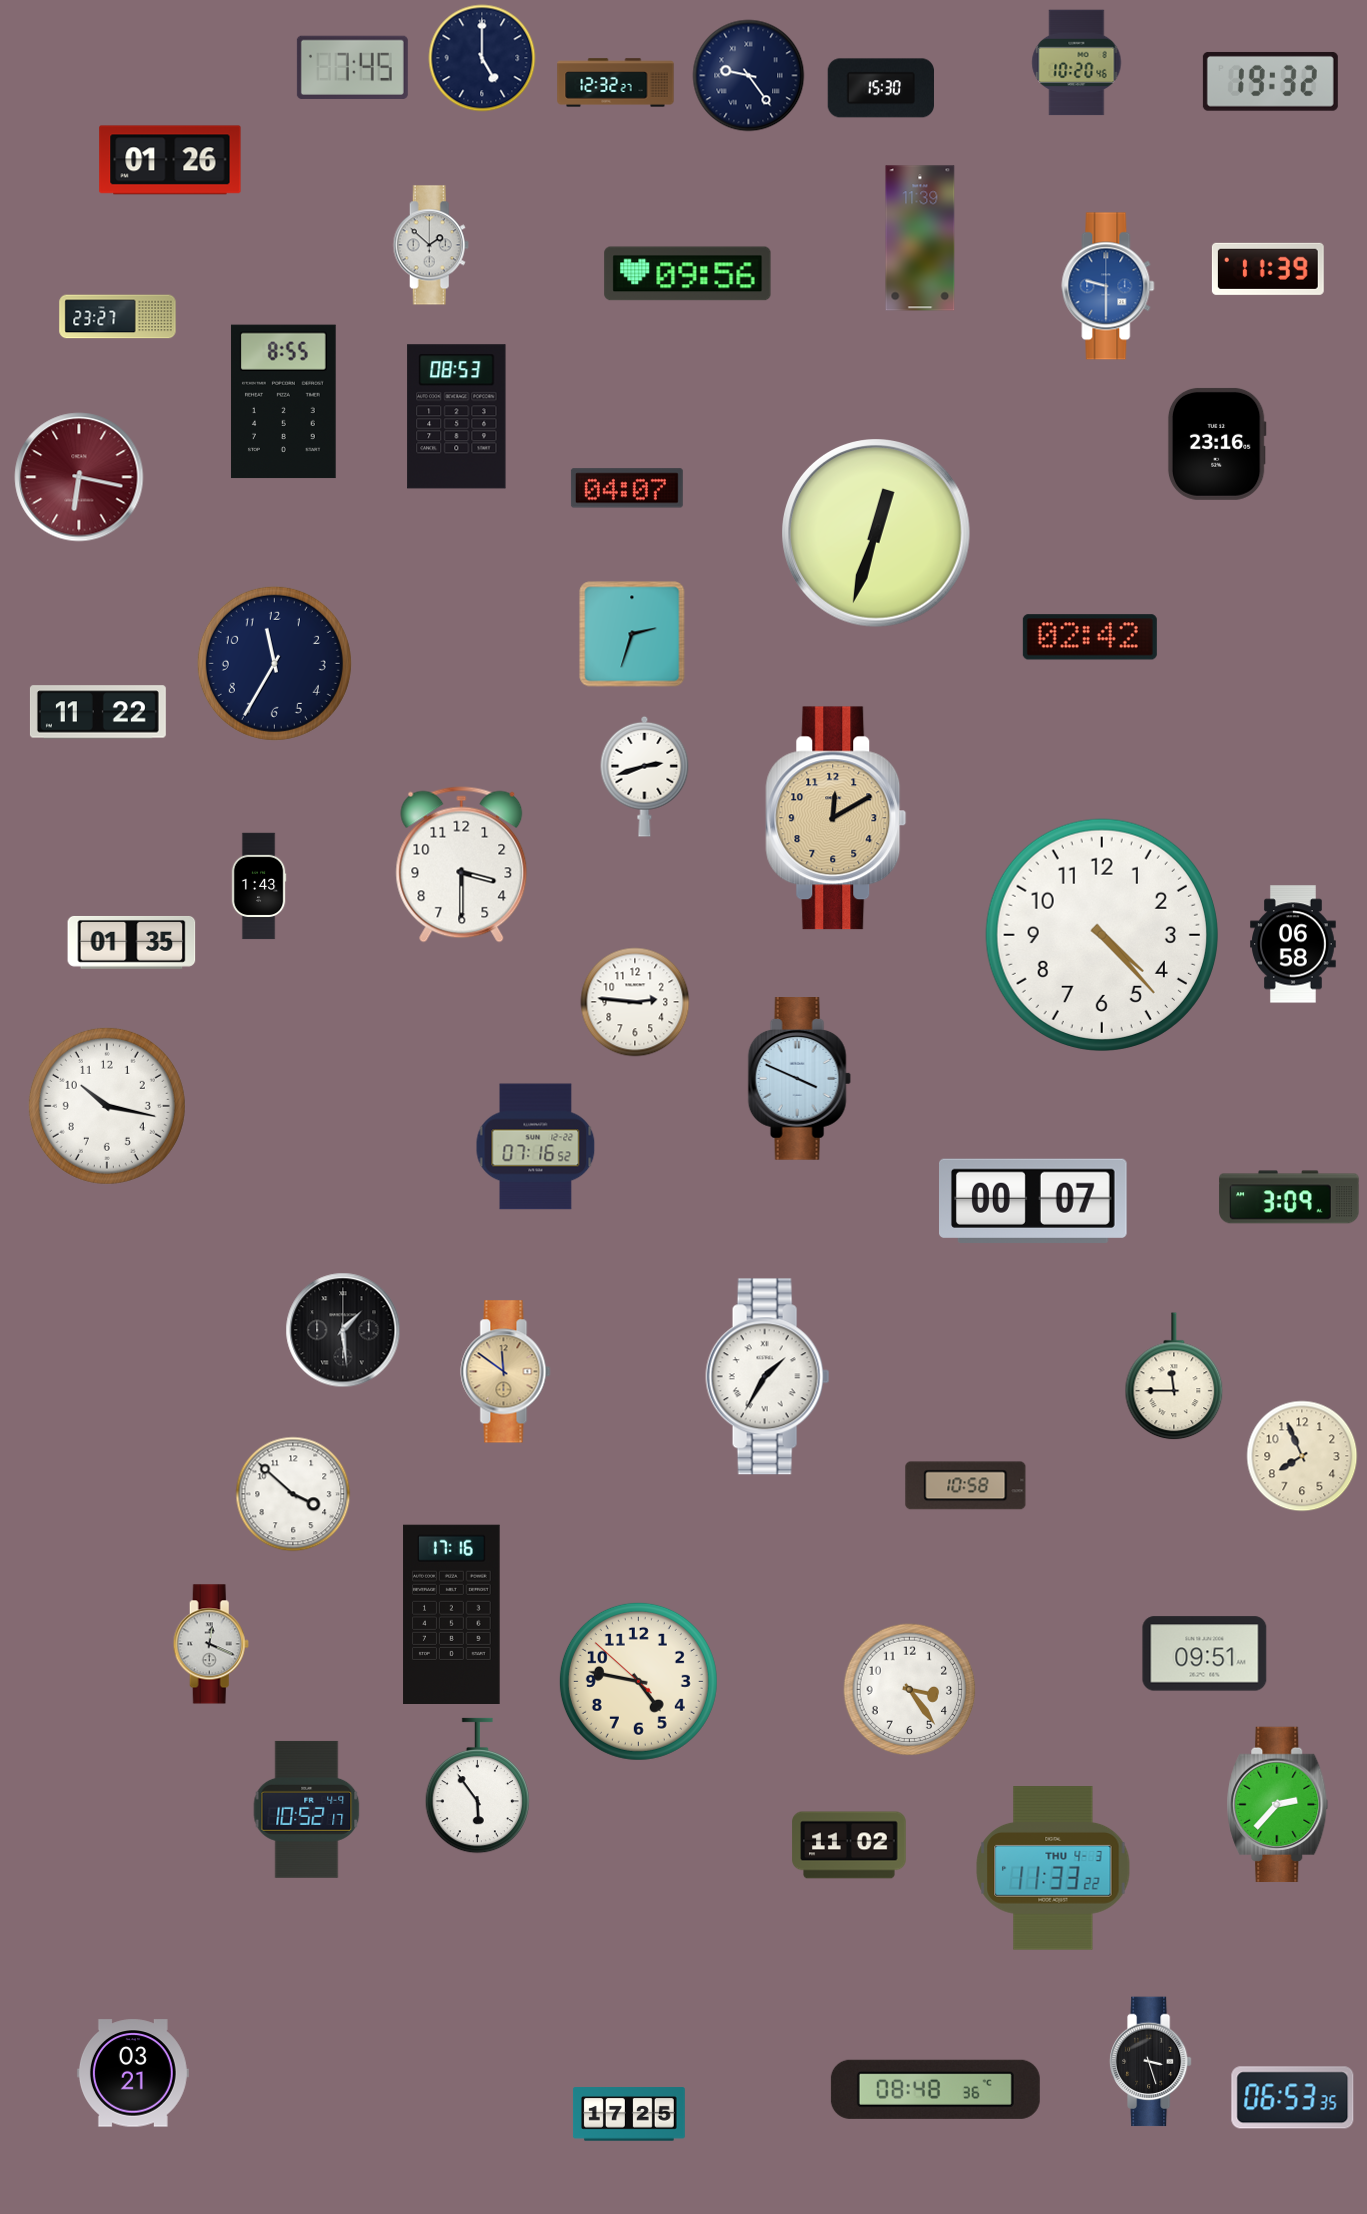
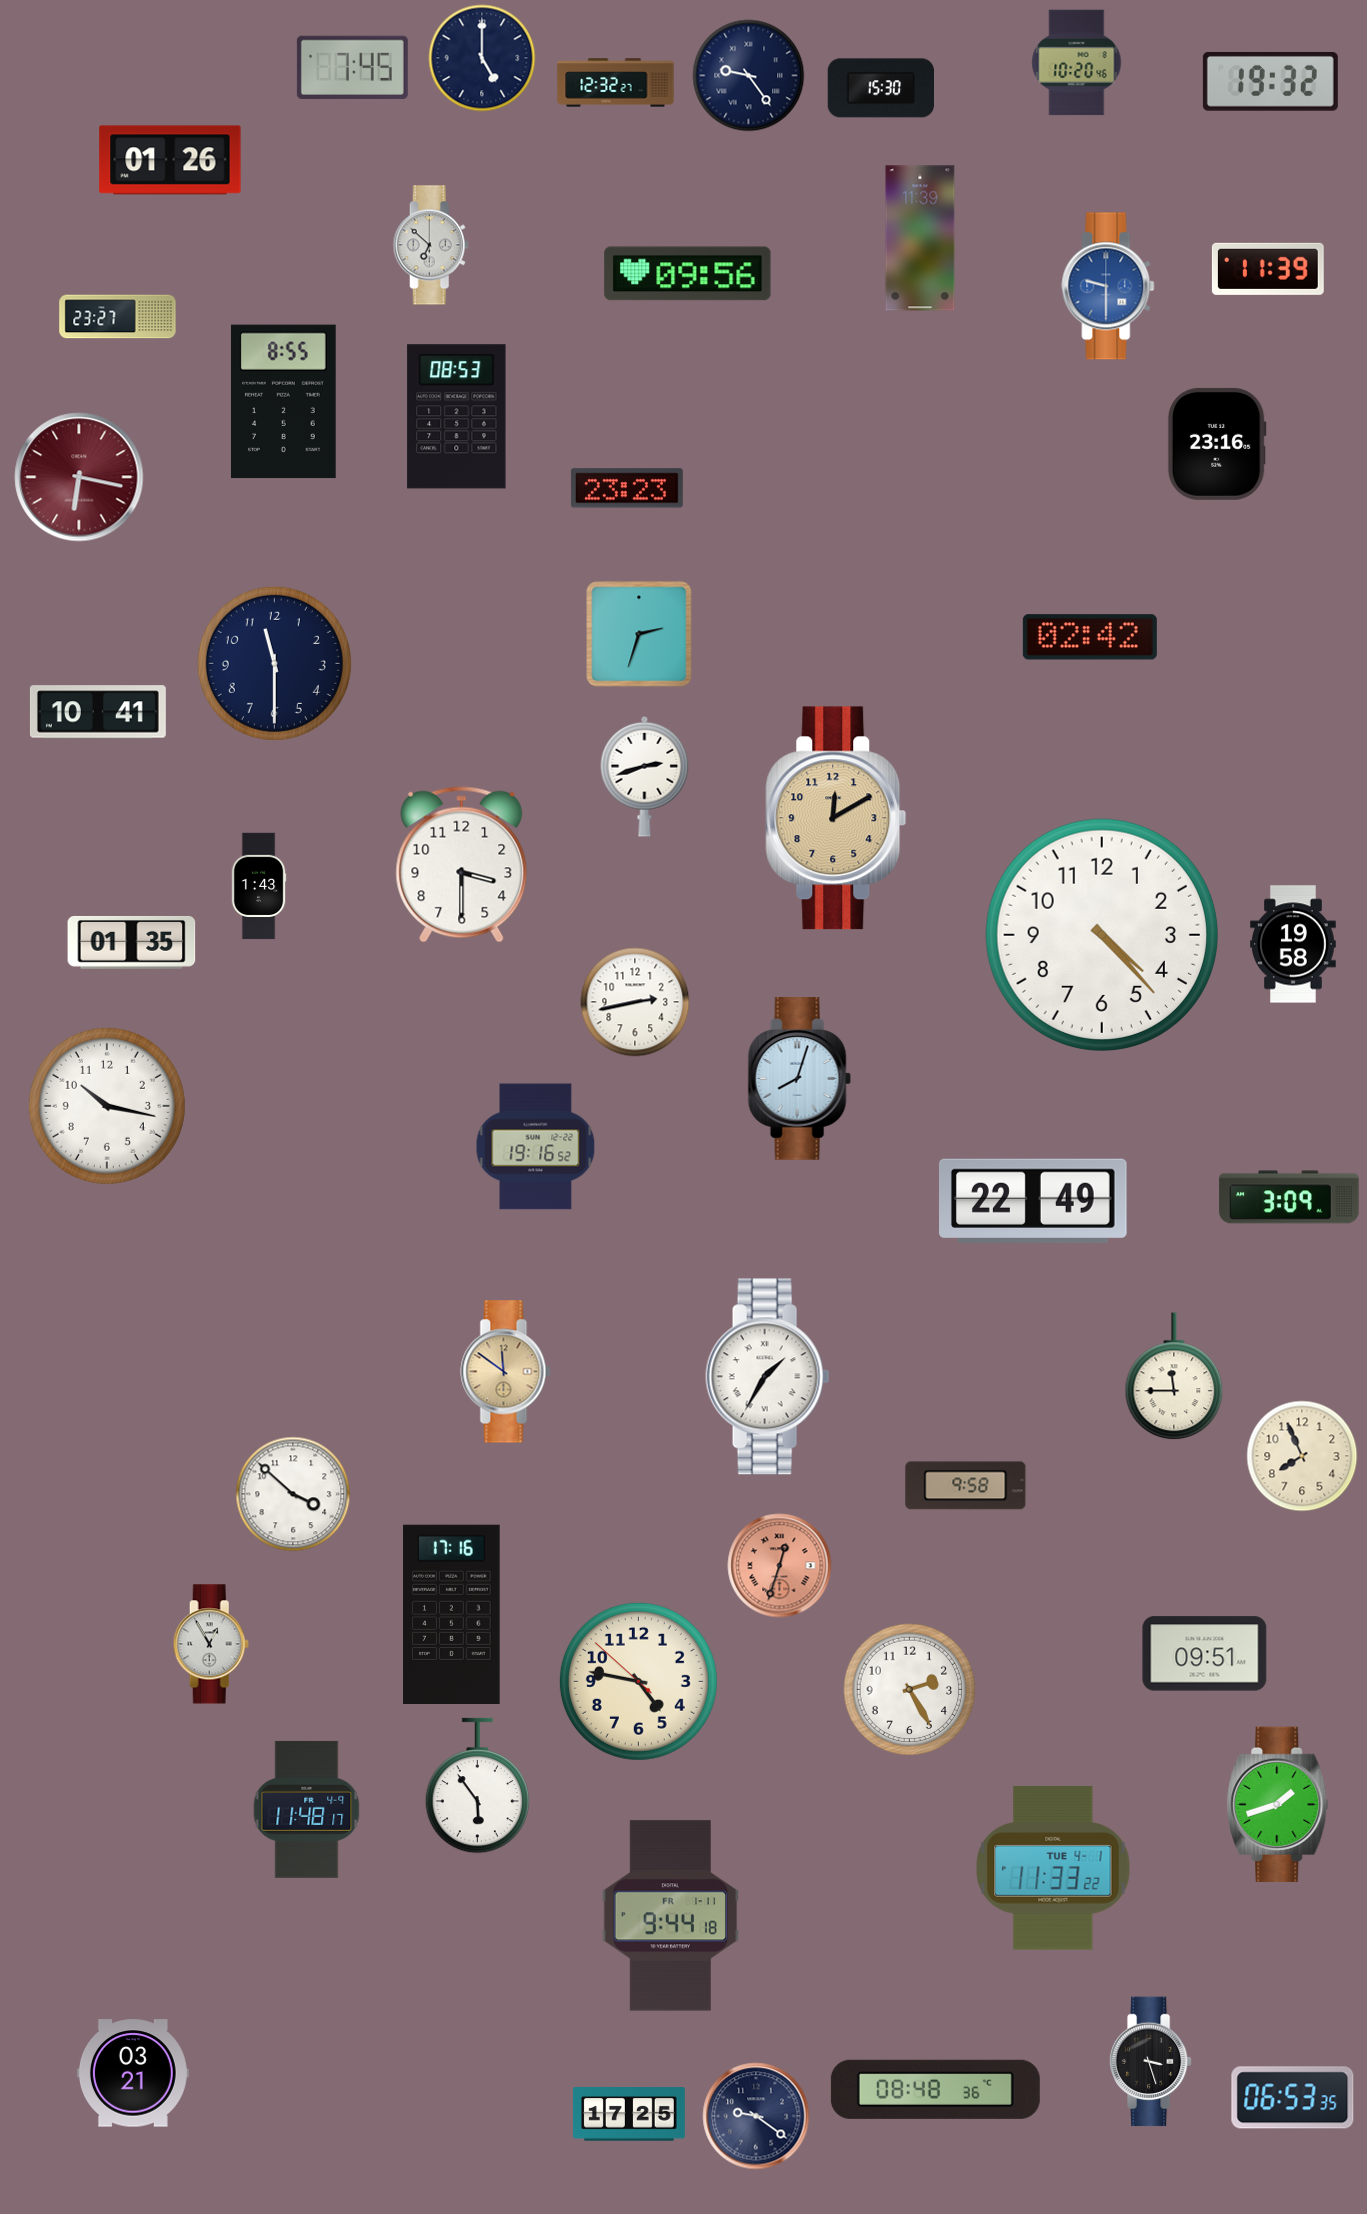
clock at (431, 245): 1:52 -> 6:52
clock at (627, 488): 04:07 -> 23:23
clock at (876, 533): 12:33 -> none
clock at (632, 634) position: (632, 634) -> (639, 634)
clock at (274, 663): 11:35 -> 11:30
clock at (98, 712): 11:22 -> 10:41
clock at (1293, 944): 06:58 -> 19:58
clock at (635, 1002): 2:46 -> 2:43
clock at (799, 1079): 3:49 -> 8:03
clock at (536, 1147): 07:16 -> 19:16
clock at (1034, 1200): 00:07 -> 22:49
clock at (343, 1330): 1:29 -> none
clock at (966, 1486): 10:58 -> 9:58
clock at (780, 1566): none -> 12:33
clock at (211, 1644): 12:19 -> 12:55
clock at (910, 1690): 3:24 -> 2:25
clock at (1278, 1804): 2:37 -> 1:42
clock at (307, 1809): 10:52 -> 11:48
clock at (849, 1845): 11:02 -> none
clock at (1053, 1868) date: THU 4-3 -> TUE 4-1
clock at (670, 1916): none -> 9:44
clock at (756, 2116): none -> 9:21
